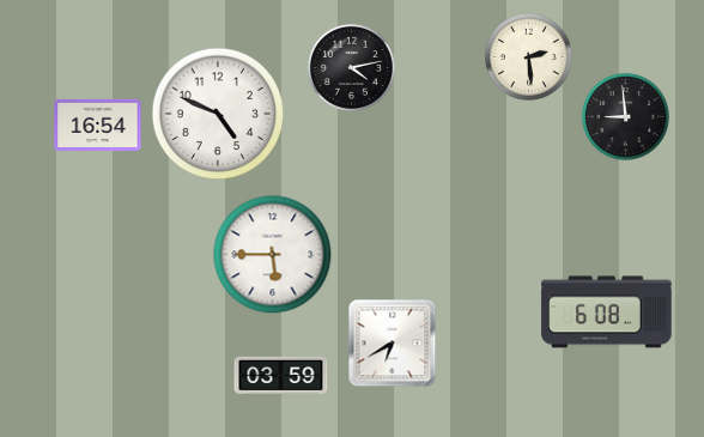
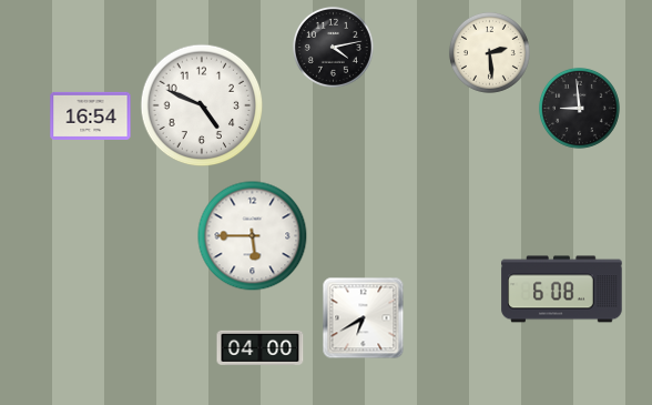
clock at (351, 67) position: (351, 67) -> (333, 47)
clock at (281, 375): 03:59 -> 04:00
